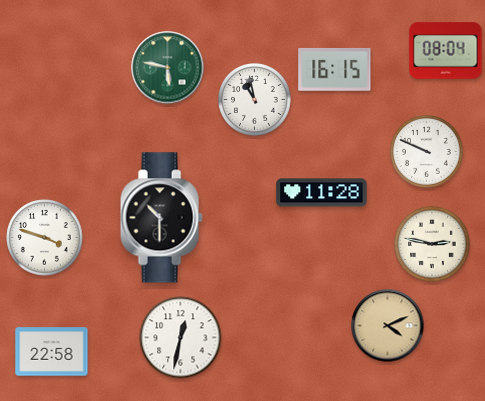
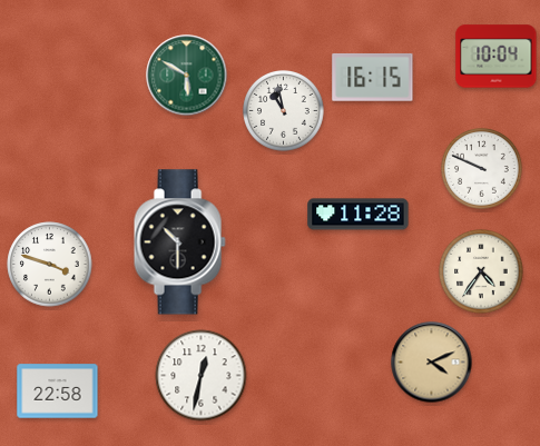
clock at (446, 51): 08:04 -> 10:04
clock at (168, 68): 5:47 -> 5:50
clock at (427, 152) position: (427, 152) -> (482, 169)
clock at (432, 244): 2:47 -> 4:36
